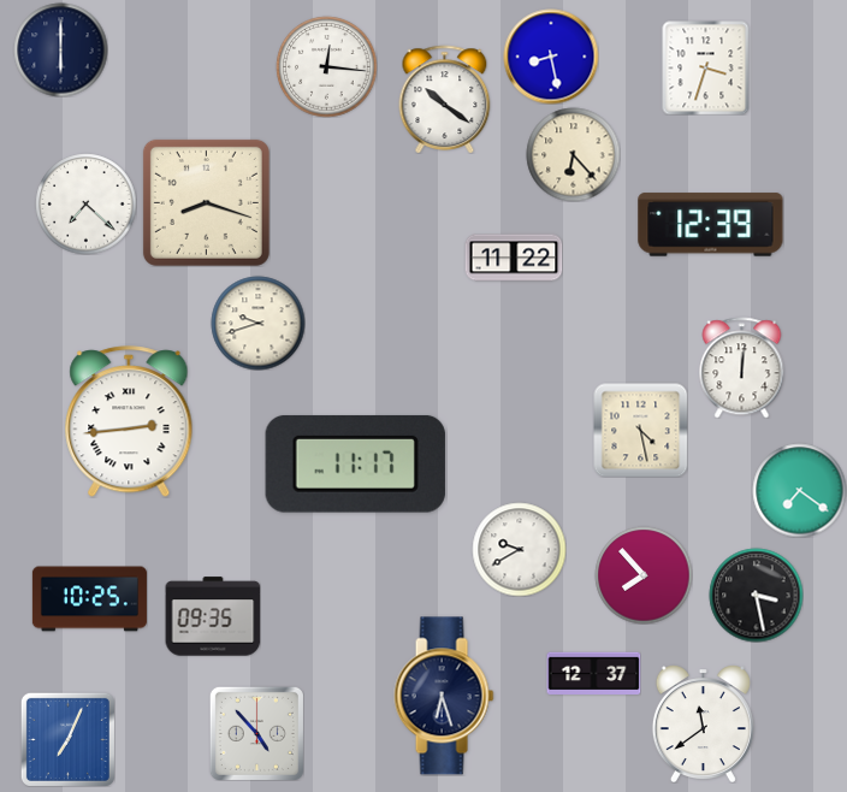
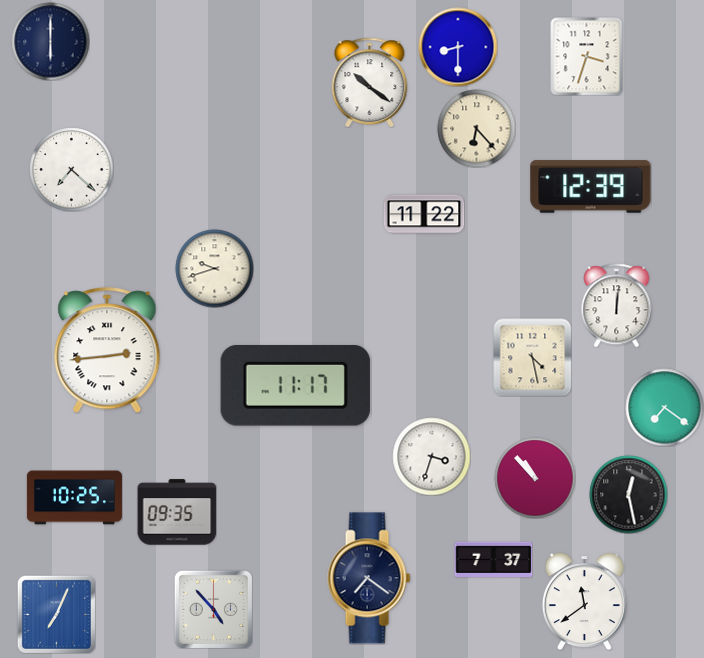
clock at (551, 57): 8:28 -> 8:30
clock at (326, 66): 12:16 -> none
clock at (206, 202): 8:18 -> none
clock at (514, 258) position: (514, 258) -> (424, 214)
clock at (519, 549): 9:40 -> 3:33
clock at (644, 575): 7:53 -> 10:53
clock at (756, 595): 3:28 -> 12:28
clock at (593, 674): 12:37 -> 7:37
clock at (444, 696): 6:27 -> 7:21
